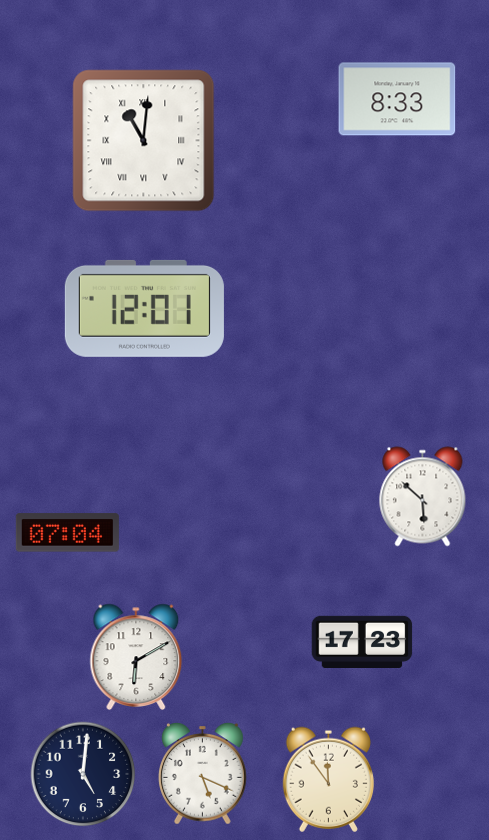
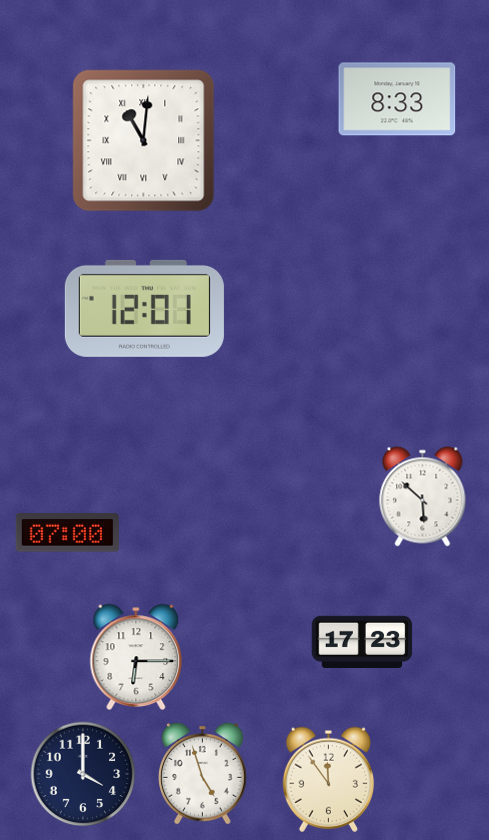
clock at (67, 533): 07:04 -> 07:00
clock at (136, 657): 6:10 -> 6:15
clock at (83, 774): 5:01 -> 4:00
clock at (203, 774): 5:19 -> 4:57
